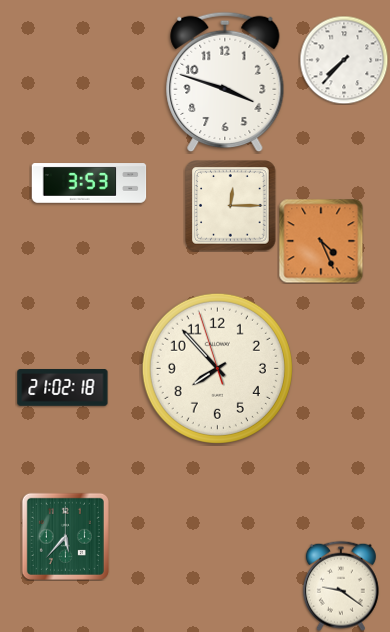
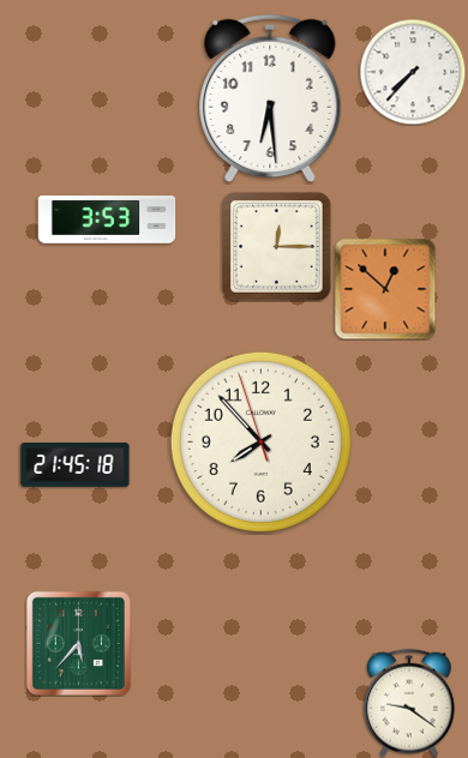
clock at (225, 82): 3:48 -> 6:29
clock at (321, 241): 4:26 -> 12:52
clock at (63, 388): 21:02 -> 21:45
